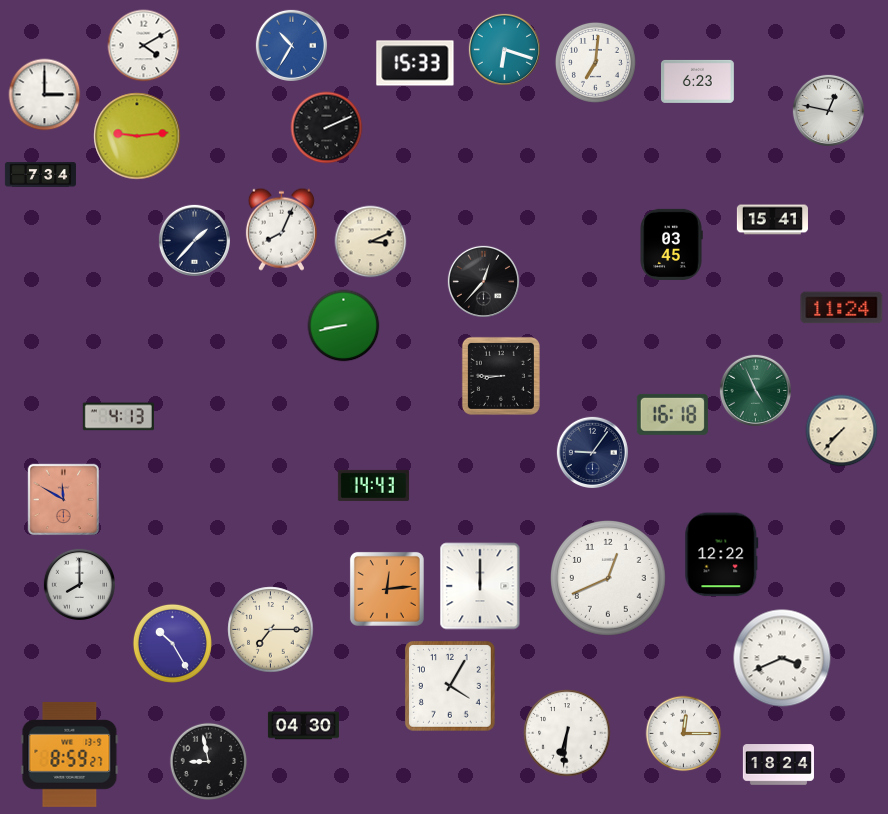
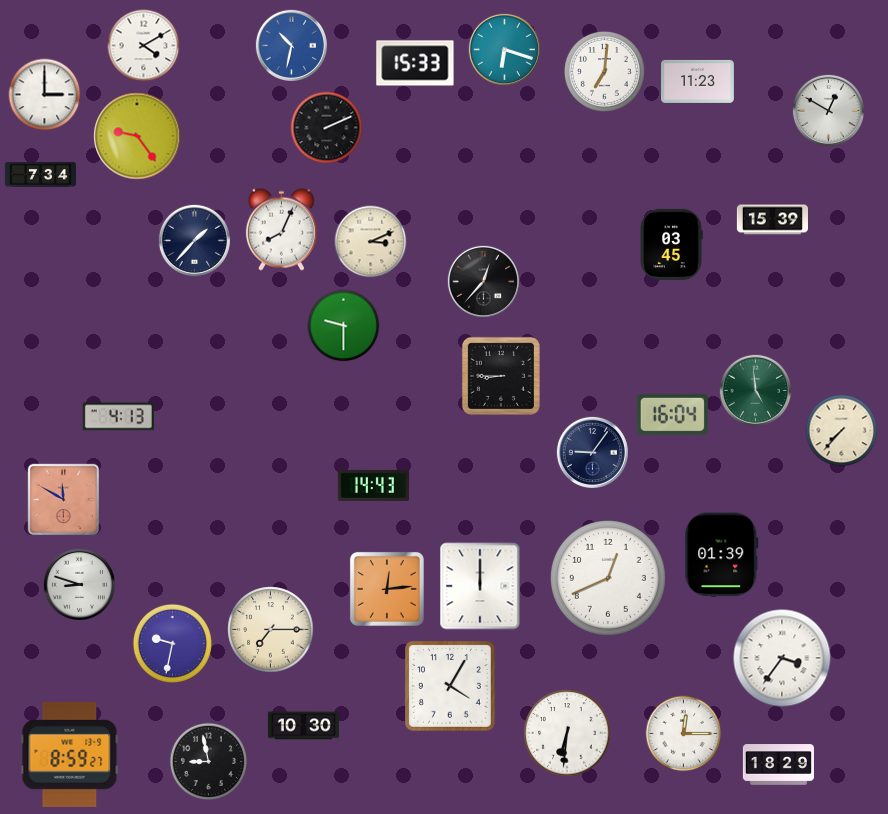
clock at (291, 45): 10:35 -> 10:32
clock at (595, 62) position: (595, 62) -> (604, 71)
clock at (698, 81): 6:23 -> 11:23
clock at (828, 110): 12:47 -> 12:50
clock at (137, 136): 9:14 -> 9:24
clock at (772, 220): 15:41 -> 15:39
clock at (842, 308): 11:24 -> none
clock at (344, 326): 8:43 -> 9:30
clock at (755, 390): 4:56 -> 4:59
clock at (672, 414): 16:18 -> 16:04
clock at (722, 555): 12:22 -> 01:39
clock at (79, 584): 8:00 -> 8:48
clock at (172, 643): 10:25 -> 9:32
clock at (782, 658): 3:41 -> 3:36
clock at (303, 726): 04:30 -> 10:30
clock at (778, 765): 18:24 -> 18:29
